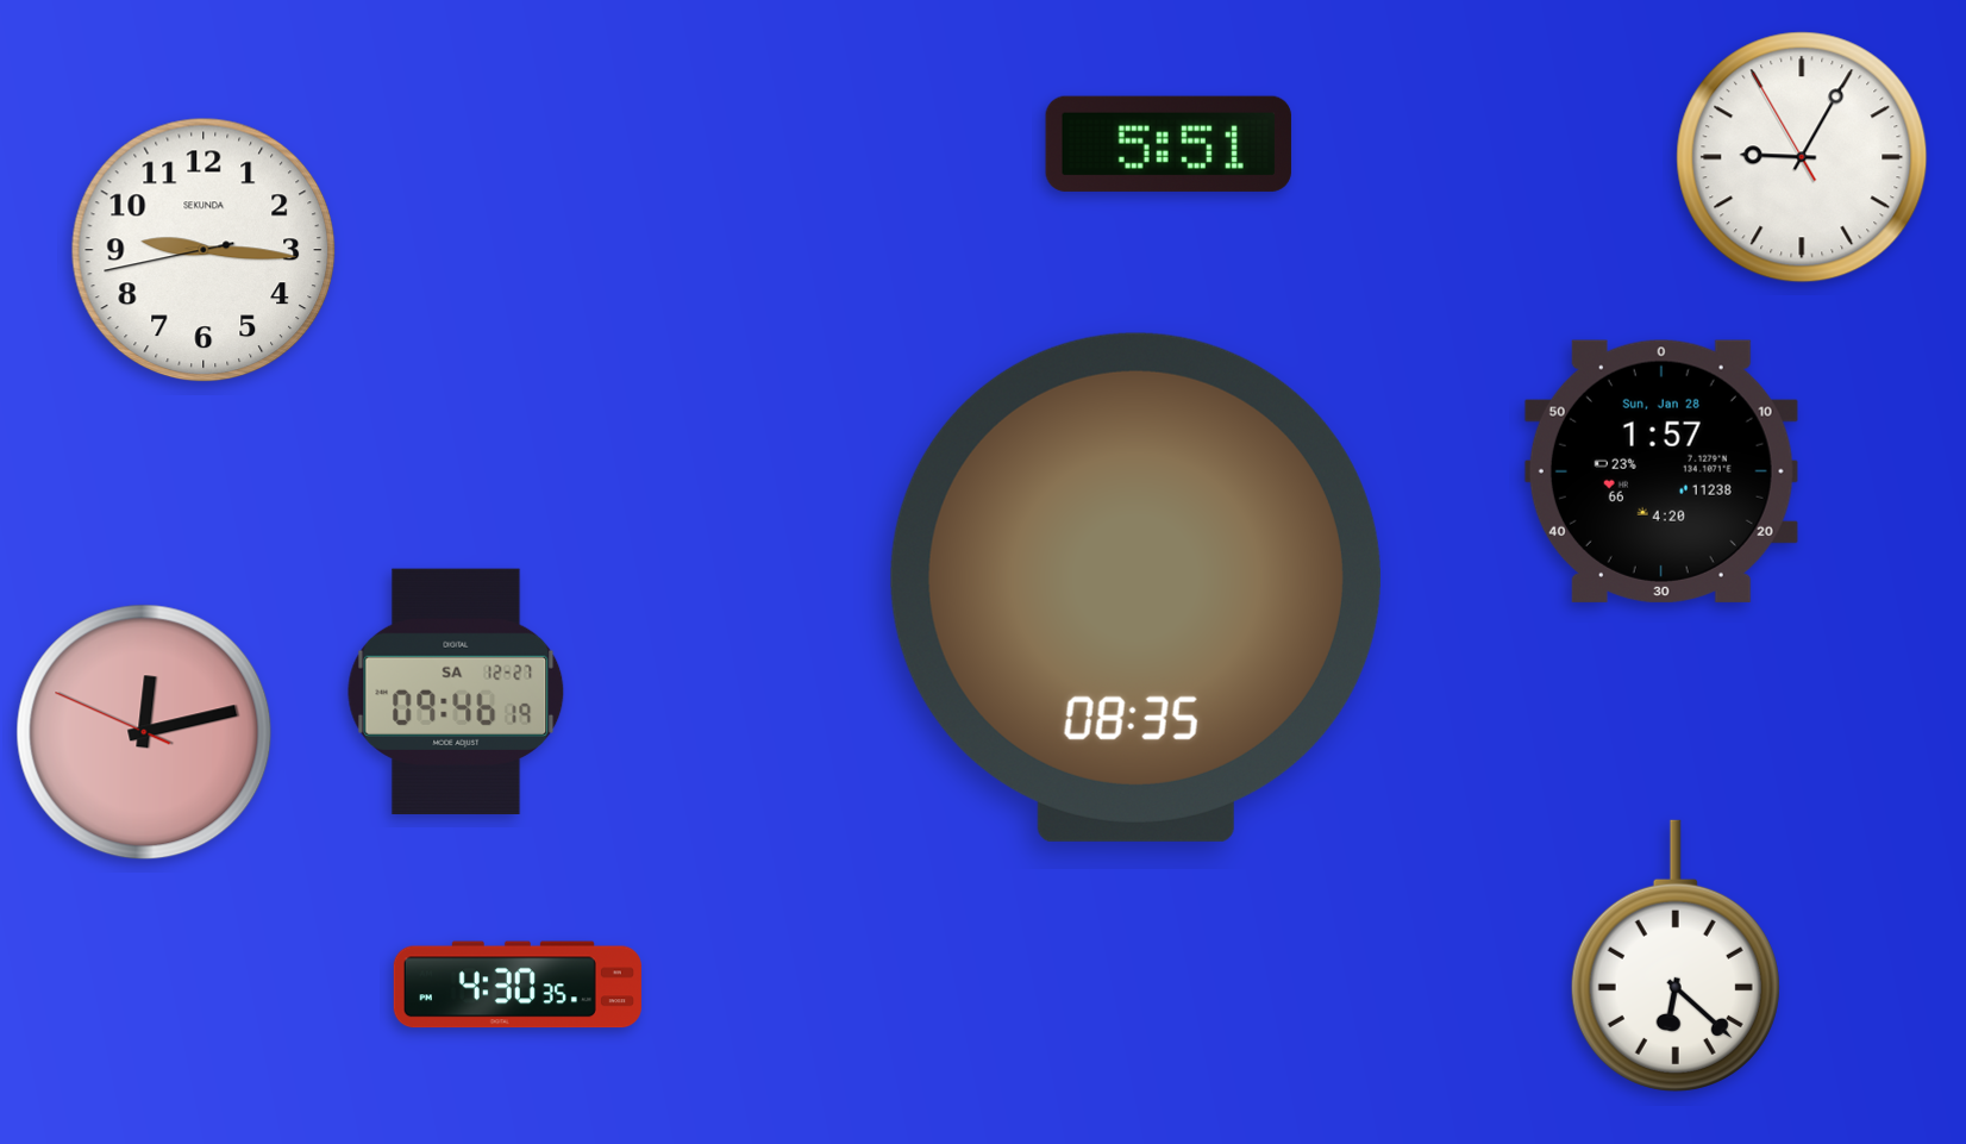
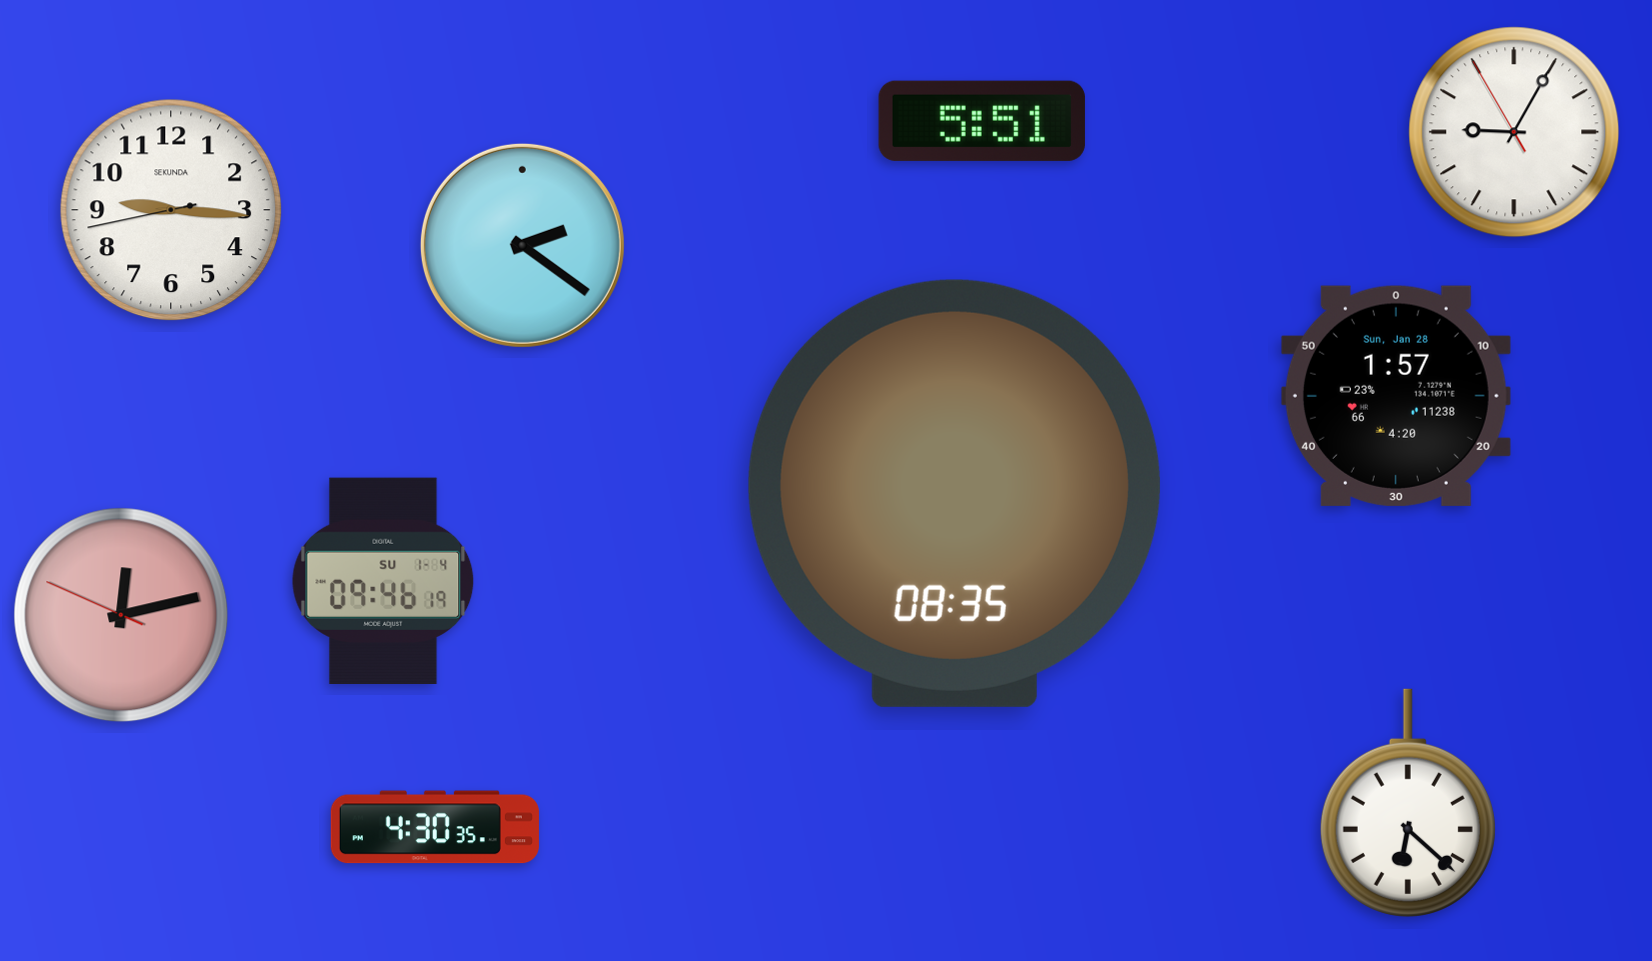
clock at (522, 245): none -> 2:21
clock at (456, 690) date: SA 12-27 -> SU 1-4
